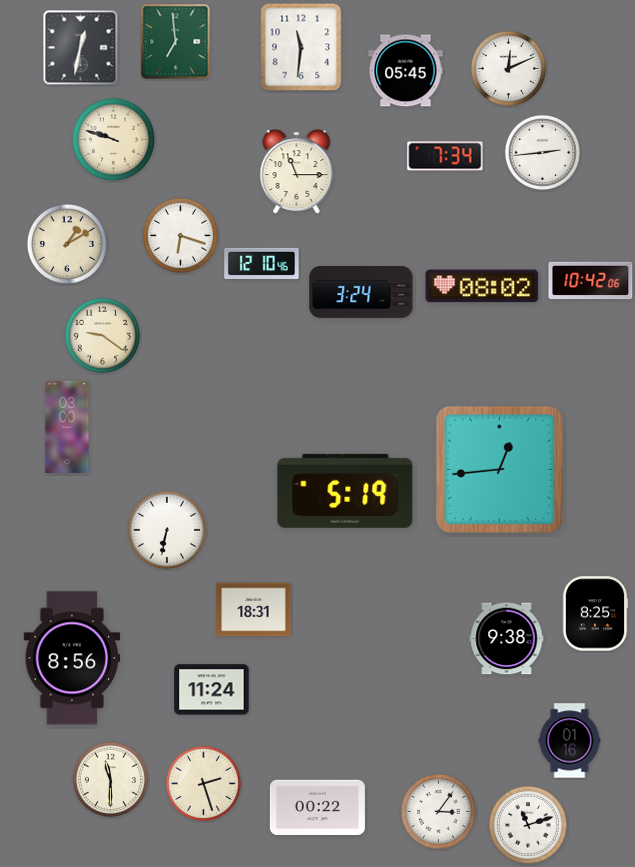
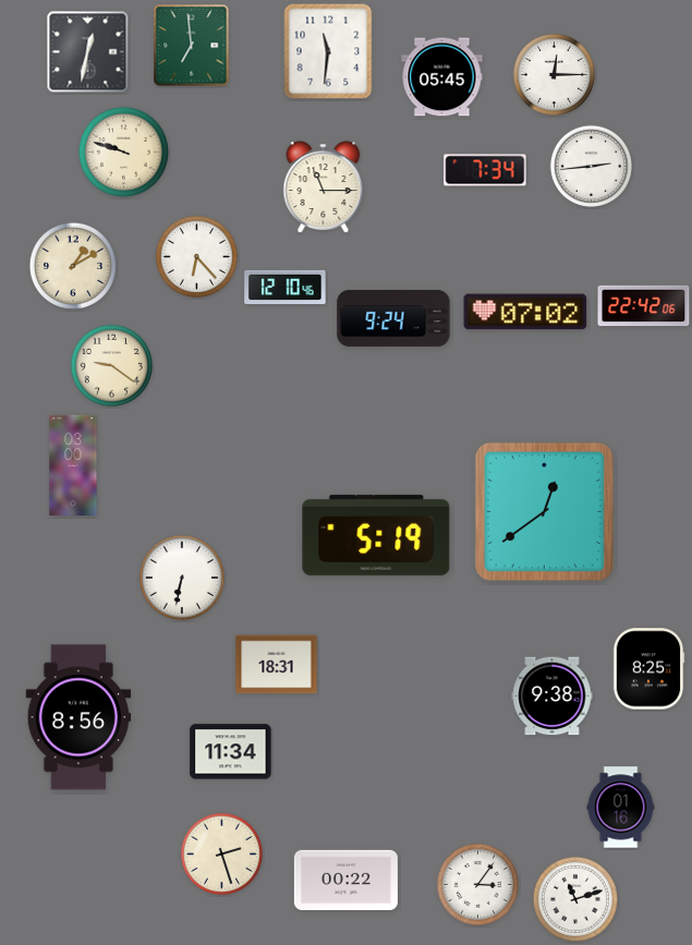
clock at (508, 68): 12:11 -> 12:15
clock at (180, 235): 6:18 -> 6:23
clock at (591, 281): 10:42 -> 22:42
clock at (482, 286): 08:02 -> 07:02
clock at (361, 292): 3:24 -> 9:24
clock at (499, 469): 12:44 -> 12:39
clock at (212, 690): 11:24 -> 11:34
clock at (110, 779): 11:30 -> none
